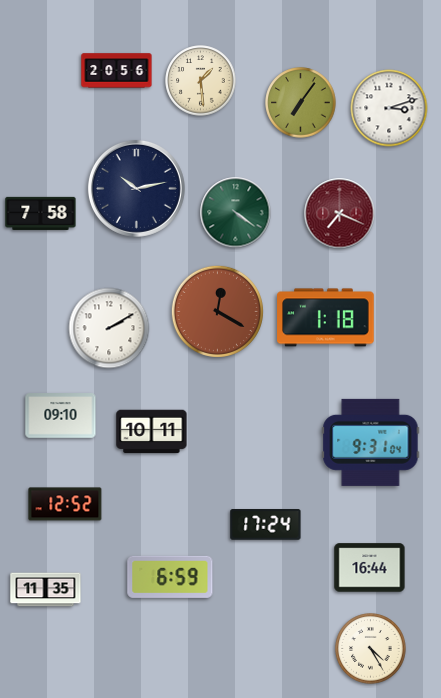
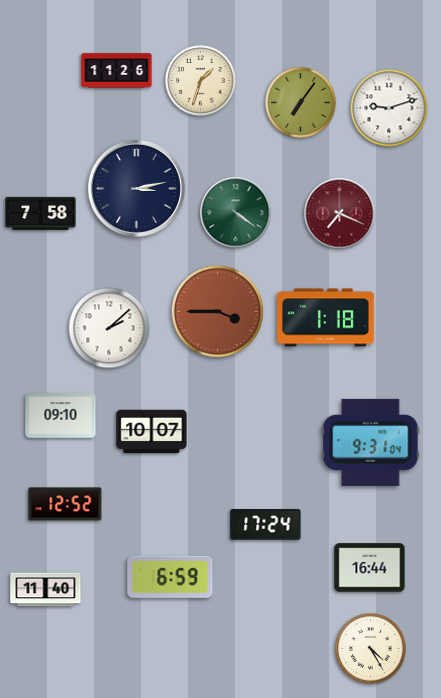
clock at (117, 71): 20:56 -> 11:26
clock at (201, 81): 1:29 -> 1:33
clock at (389, 108): 3:12 -> 9:12
clock at (136, 188): 10:13 -> 3:13
clock at (217, 311): 12:20 -> 3:45
clock at (109, 328): 2:10 -> 2:08
clock at (152, 432): 10:11 -> 10:07
clock at (46, 590): 11:35 -> 11:40
